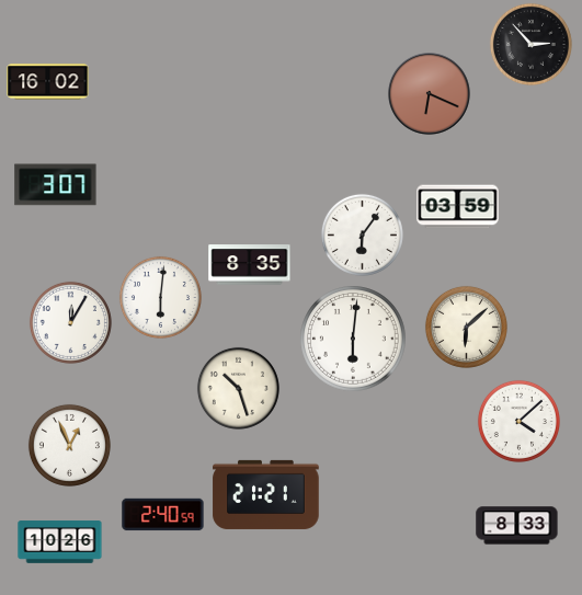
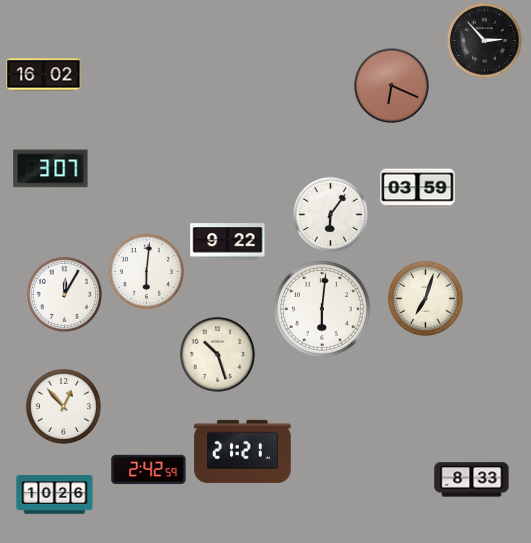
clock at (250, 265): 8:35 -> 9:22
clock at (466, 327): 6:08 -> 7:03
clock at (518, 421): 4:08 -> none
clock at (69, 445): 12:56 -> 12:53
clock at (163, 515): 2:40 -> 2:42
